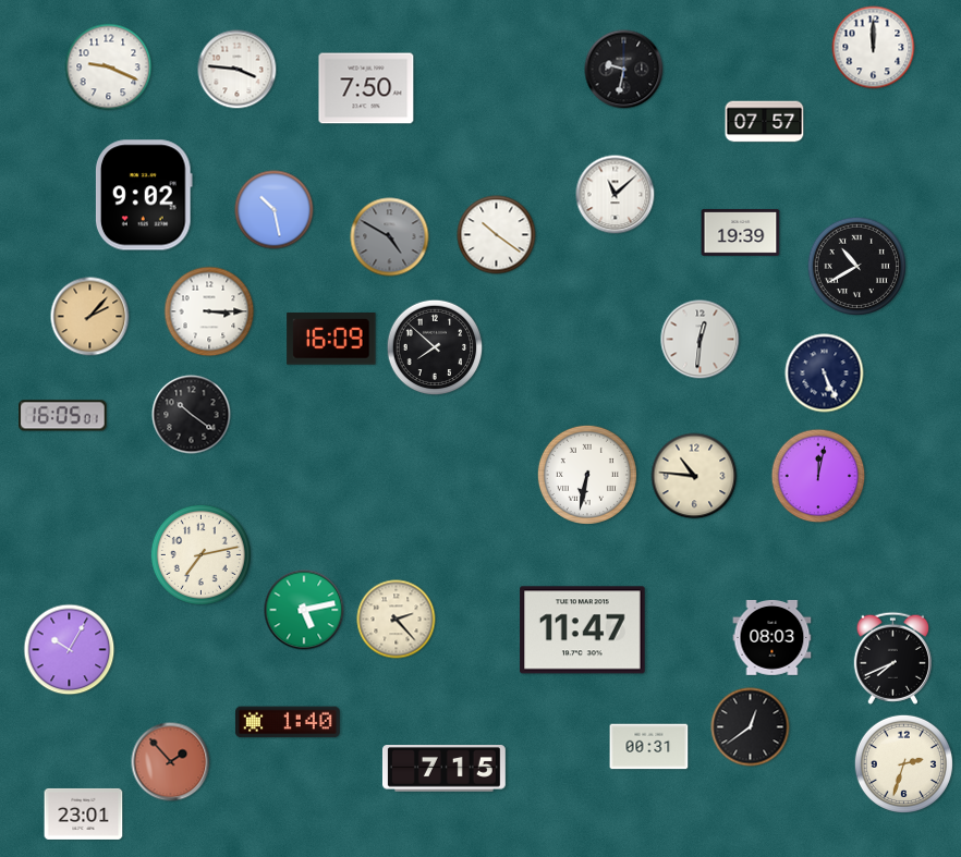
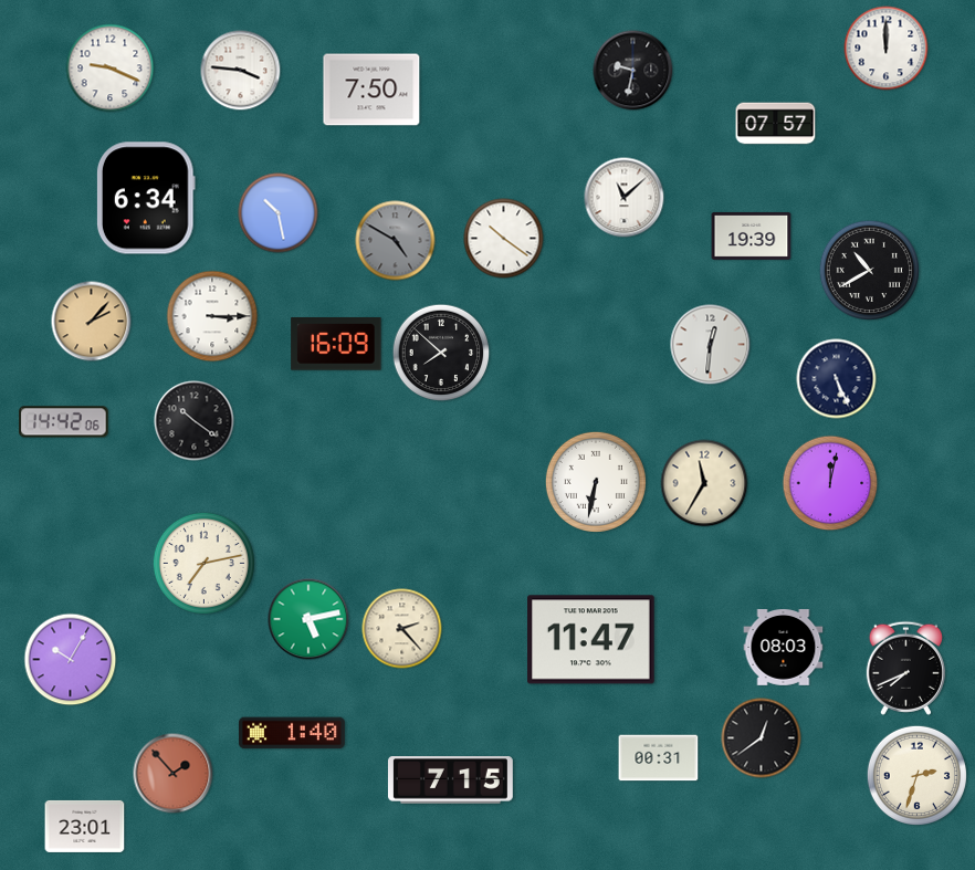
clock at (144, 195): 9:02 -> 6:34
clock at (63, 416): 16:05 -> 14:42
clock at (694, 476): 10:46 -> 11:35
